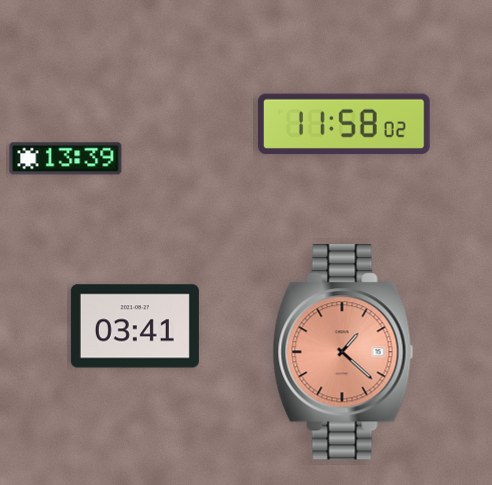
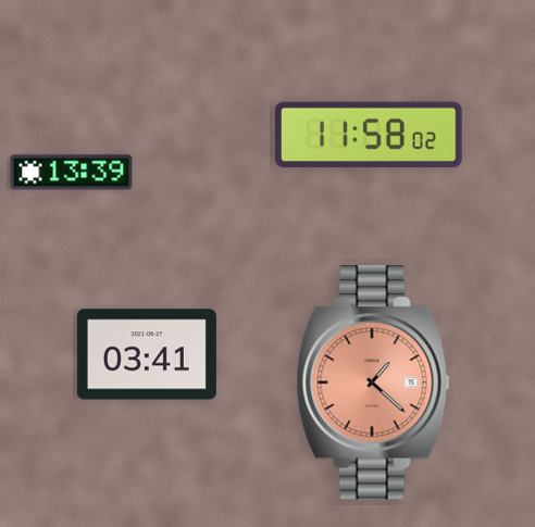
clock at (344, 124) position: (344, 124) -> (369, 135)
